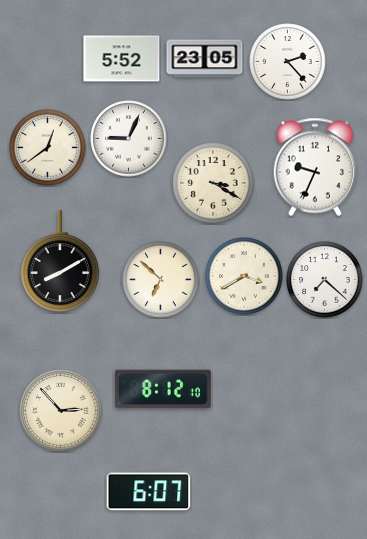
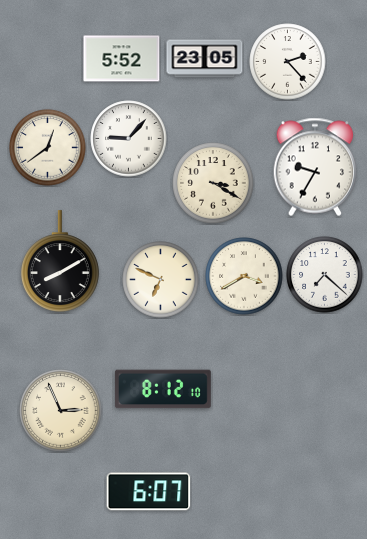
clock at (129, 139): 9:04 -> 9:07
clock at (315, 167): 9:34 -> 9:35
clock at (161, 280): 6:52 -> 6:49
clock at (325, 280) position: (325, 280) -> (325, 275)
clock at (61, 411): 2:53 -> 2:56
